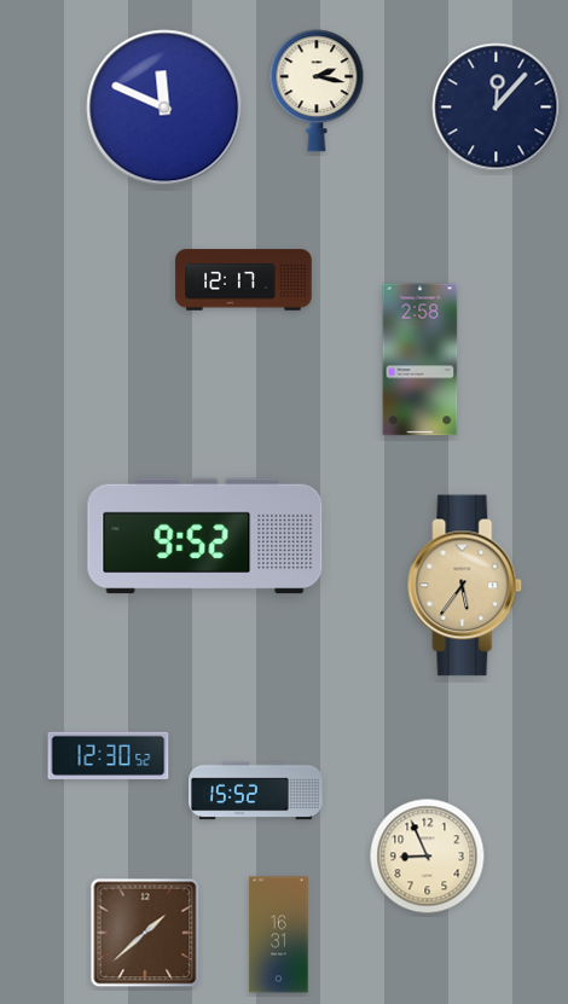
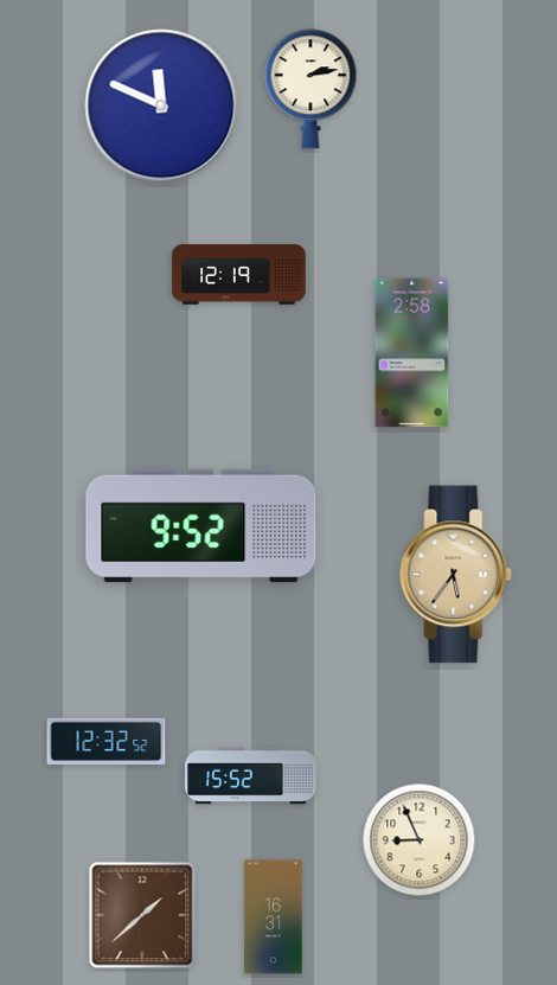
clock at (317, 91): 2:17 -> 2:13
clock at (497, 108): 12:07 -> none
clock at (244, 280): 12:17 -> 12:19
clock at (109, 755): 12:30 -> 12:32
